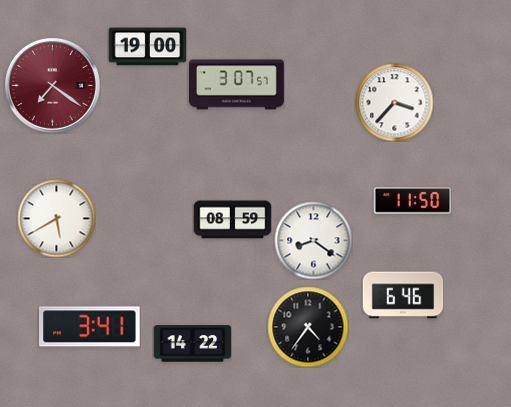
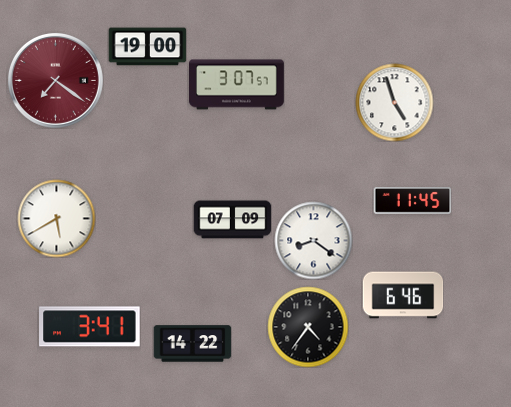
clock at (52, 85) position: (52, 85) -> (55, 80)
clock at (394, 102): 3:37 -> 4:57
clock at (412, 201): 11:50 -> 11:45
clock at (232, 220): 08:59 -> 07:09
